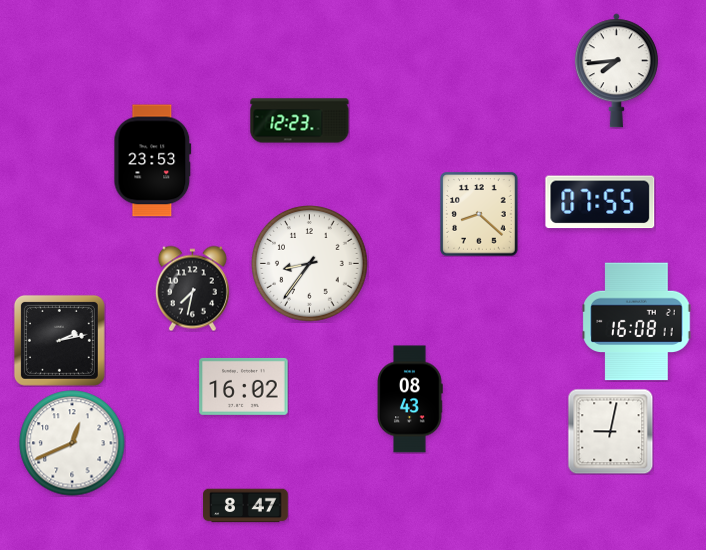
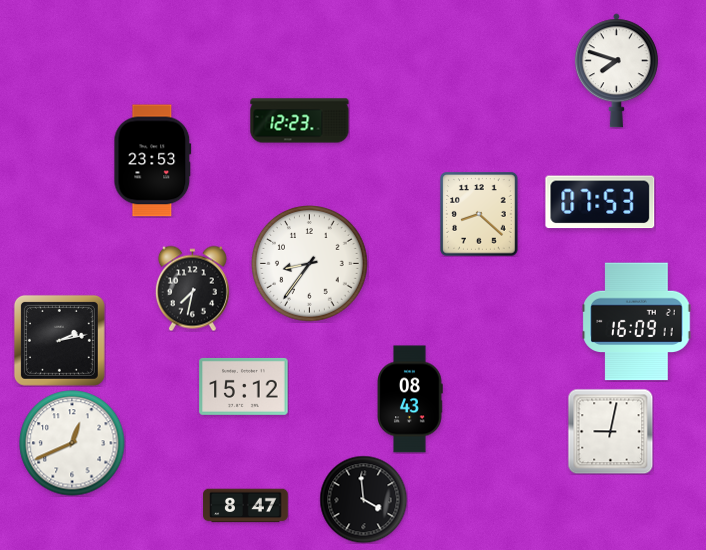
clock at (616, 71): 7:44 -> 7:48
clock at (600, 202): 07:55 -> 07:53
clock at (637, 322): 16:08 -> 16:09
clock at (244, 386): 16:02 -> 15:12
clock at (363, 499): none -> 3:59
